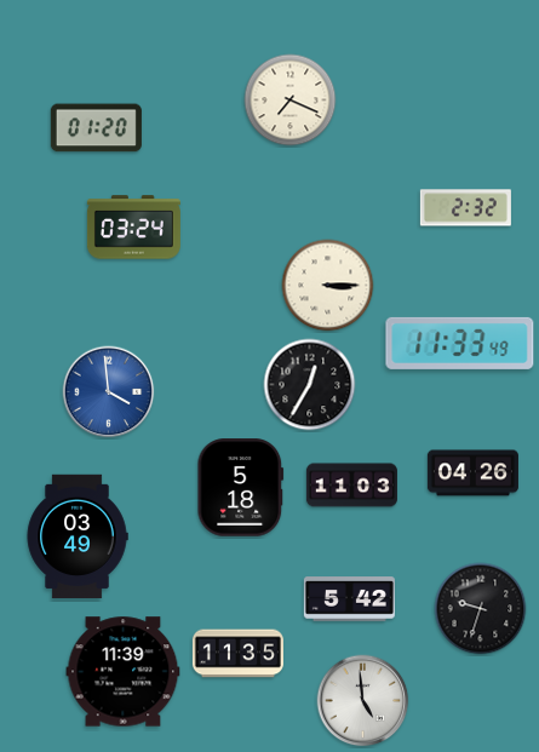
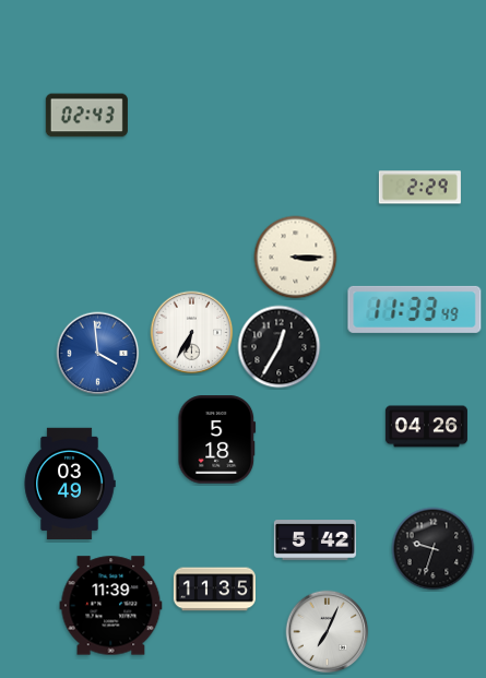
clock at (291, 101): 7:19 -> none
clock at (96, 128): 01:20 -> 02:43
clock at (465, 208): 2:32 -> 2:29
clock at (133, 228): 03:24 -> none
clock at (192, 333): none -> 6:35
clock at (351, 486): 11:03 -> none
clock at (363, 701): 4:59 -> 7:04
